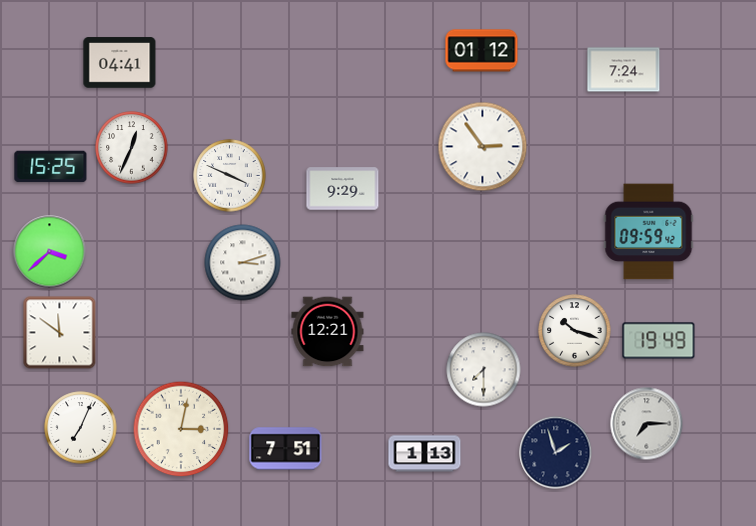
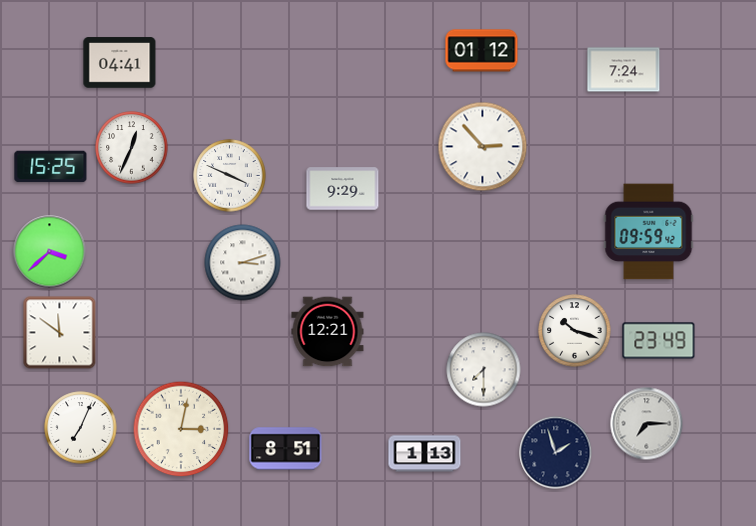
clock at (483, 147): 2:54 -> 2:53
clock at (659, 341): 19:49 -> 23:49
clock at (286, 449): 7:51 -> 8:51
